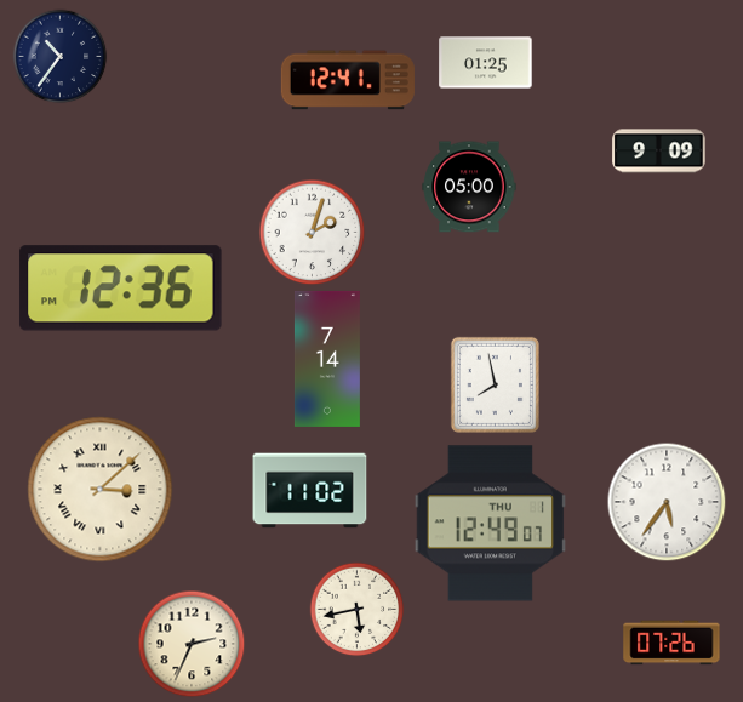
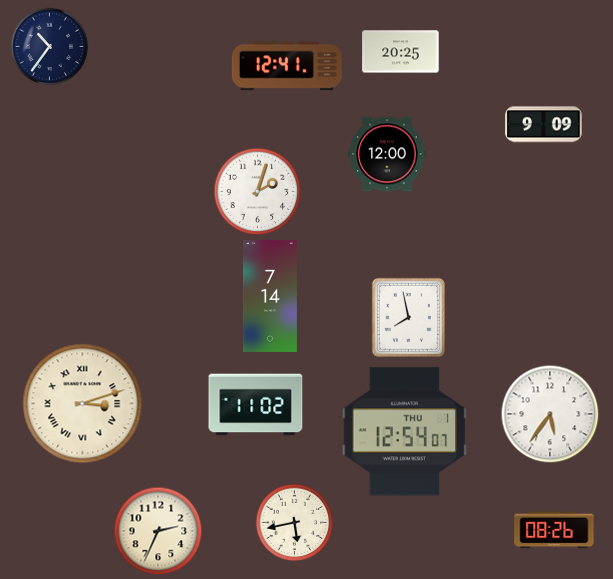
clock at (486, 63): 01:25 -> 20:25
clock at (469, 187): 05:00 -> 12:00
clock at (121, 289): 12:36 -> none
clock at (101, 490): 3:08 -> 3:12
clock at (491, 524): 12:49 -> 12:54
clock at (356, 609) position: (356, 609) -> (294, 522)
clock at (671, 643): 07:26 -> 08:26
